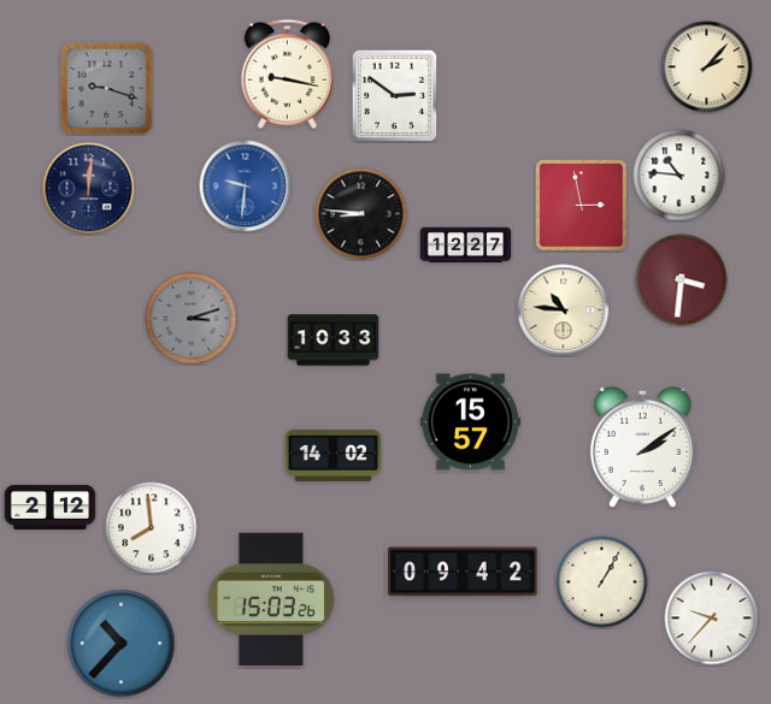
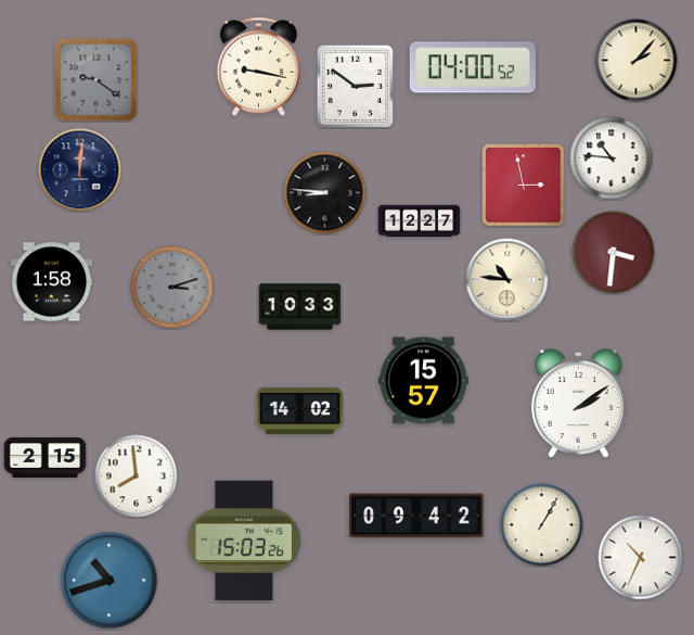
clock at (473, 67): none -> 04:00
clock at (107, 89): 9:18 -> 9:21
clock at (246, 187): 9:31 -> none
clock at (52, 282): none -> 1:58
clock at (51, 507): 2:12 -> 2:15
clock at (712, 619): 9:37 -> 10:34
clock at (122, 644): 10:37 -> 10:42
